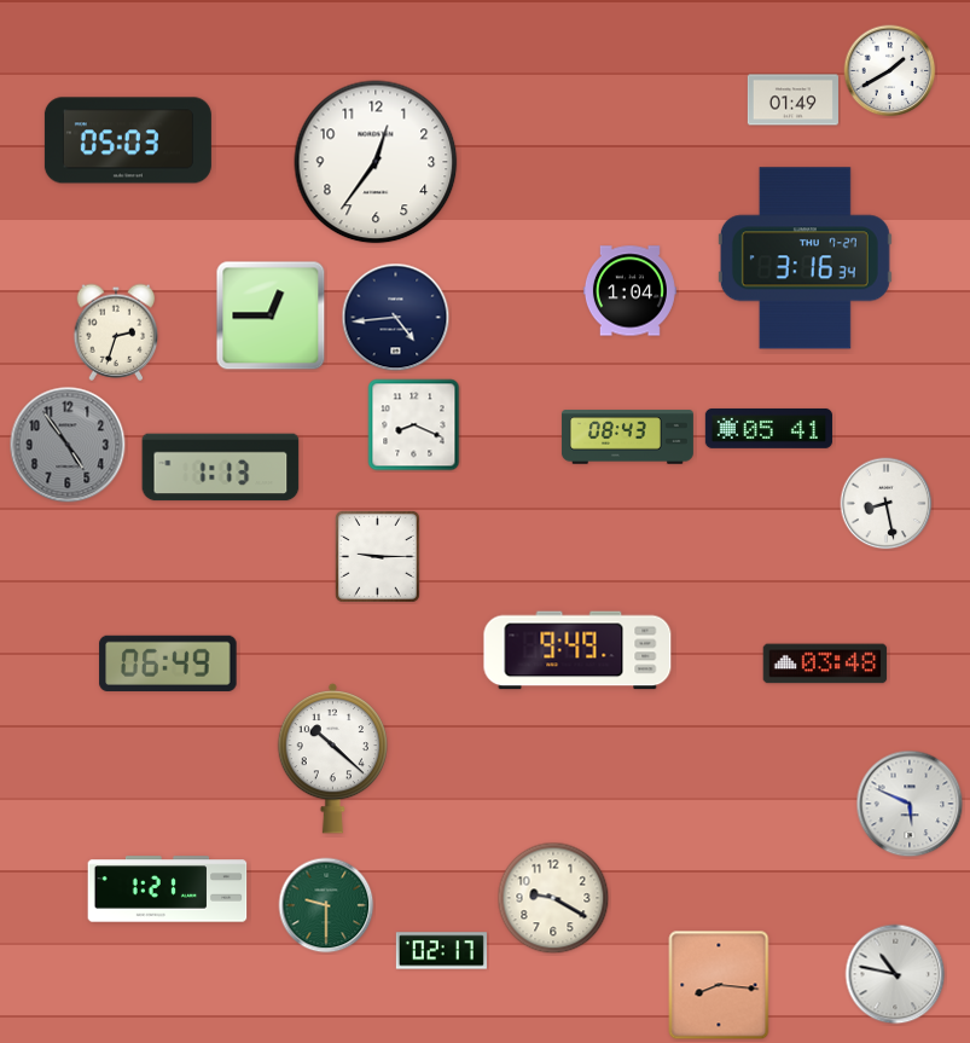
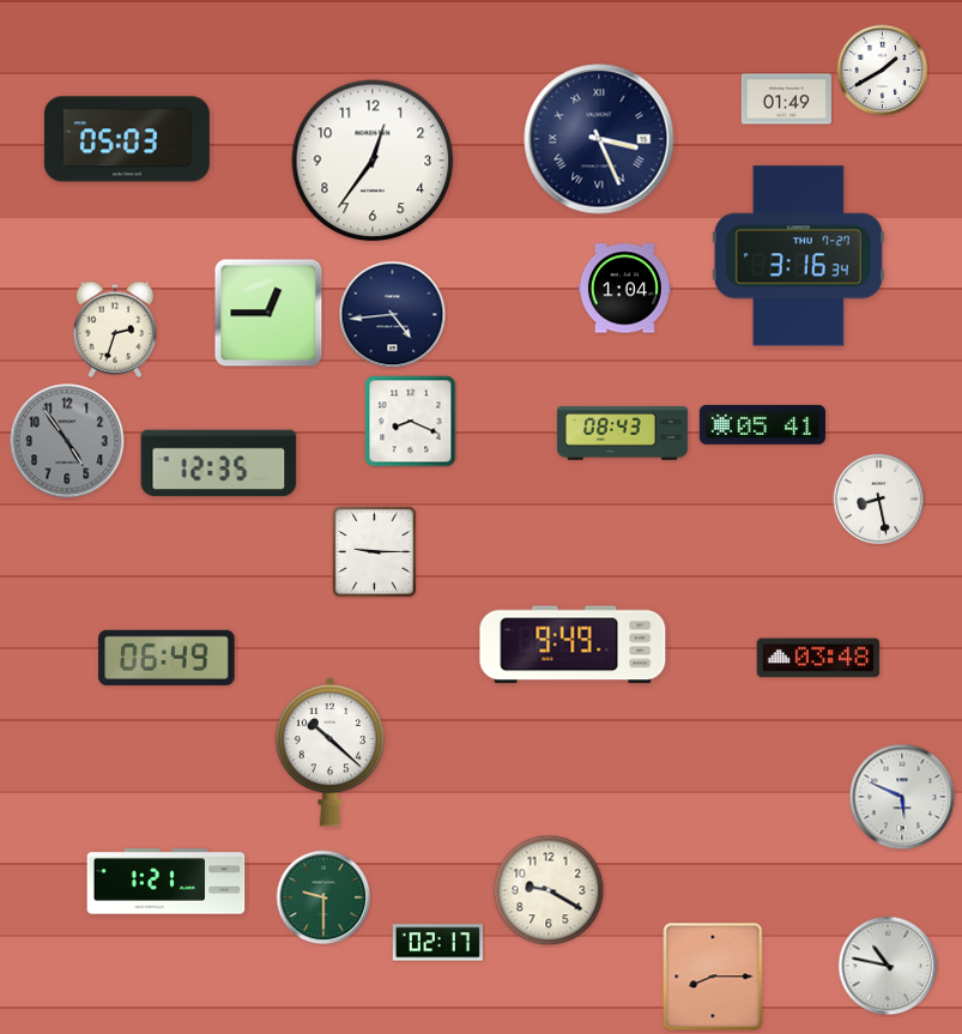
clock at (599, 139): none -> 3:26
clock at (221, 468): 1:13 -> 12:35
clock at (719, 985): 8:16 -> 8:15
